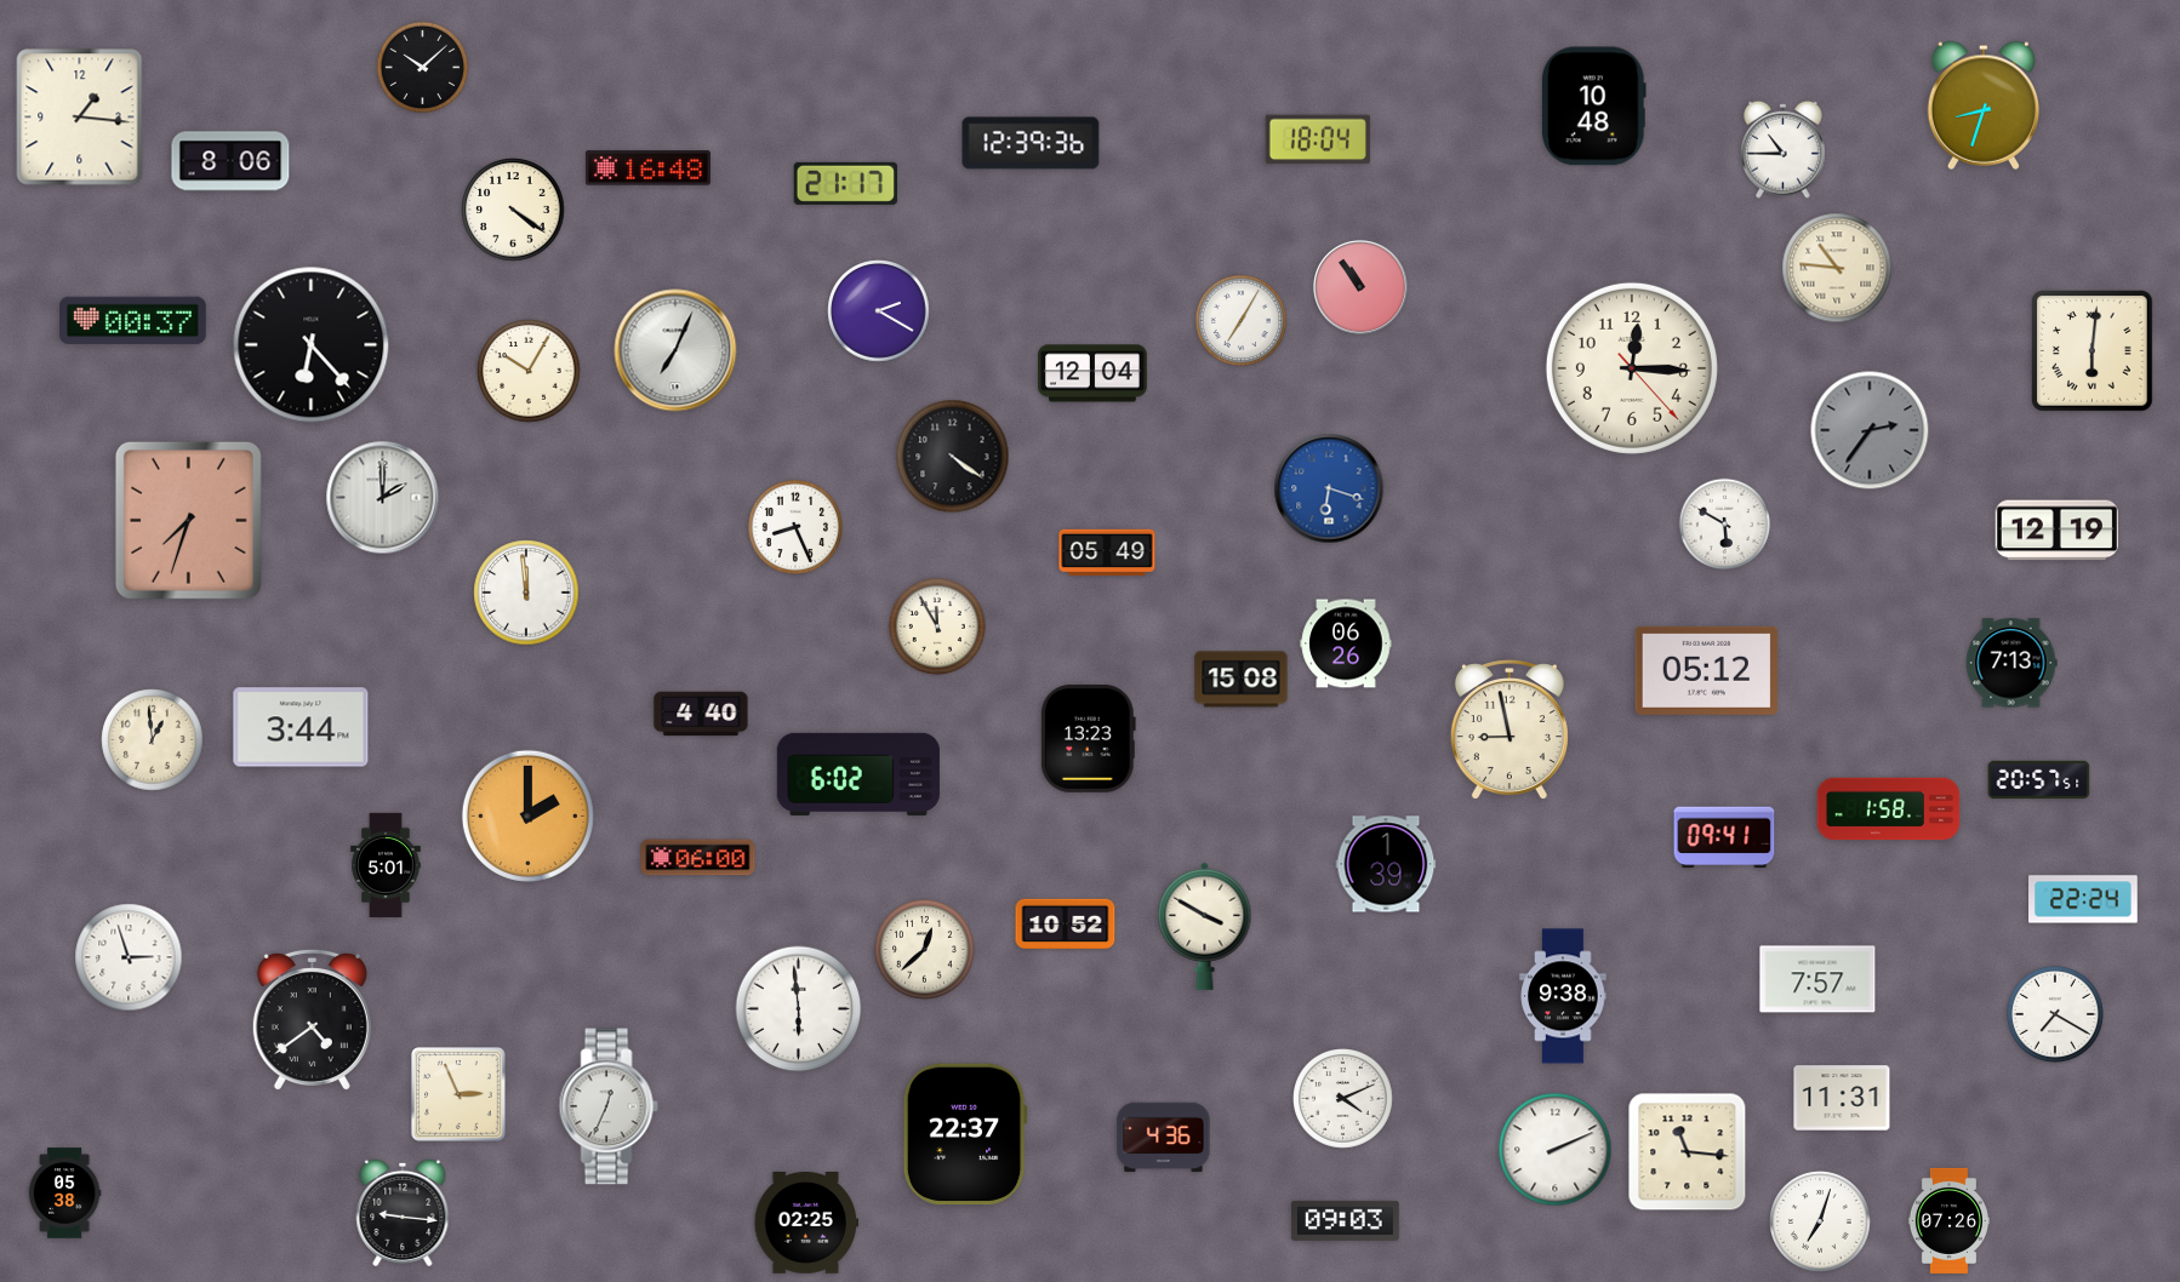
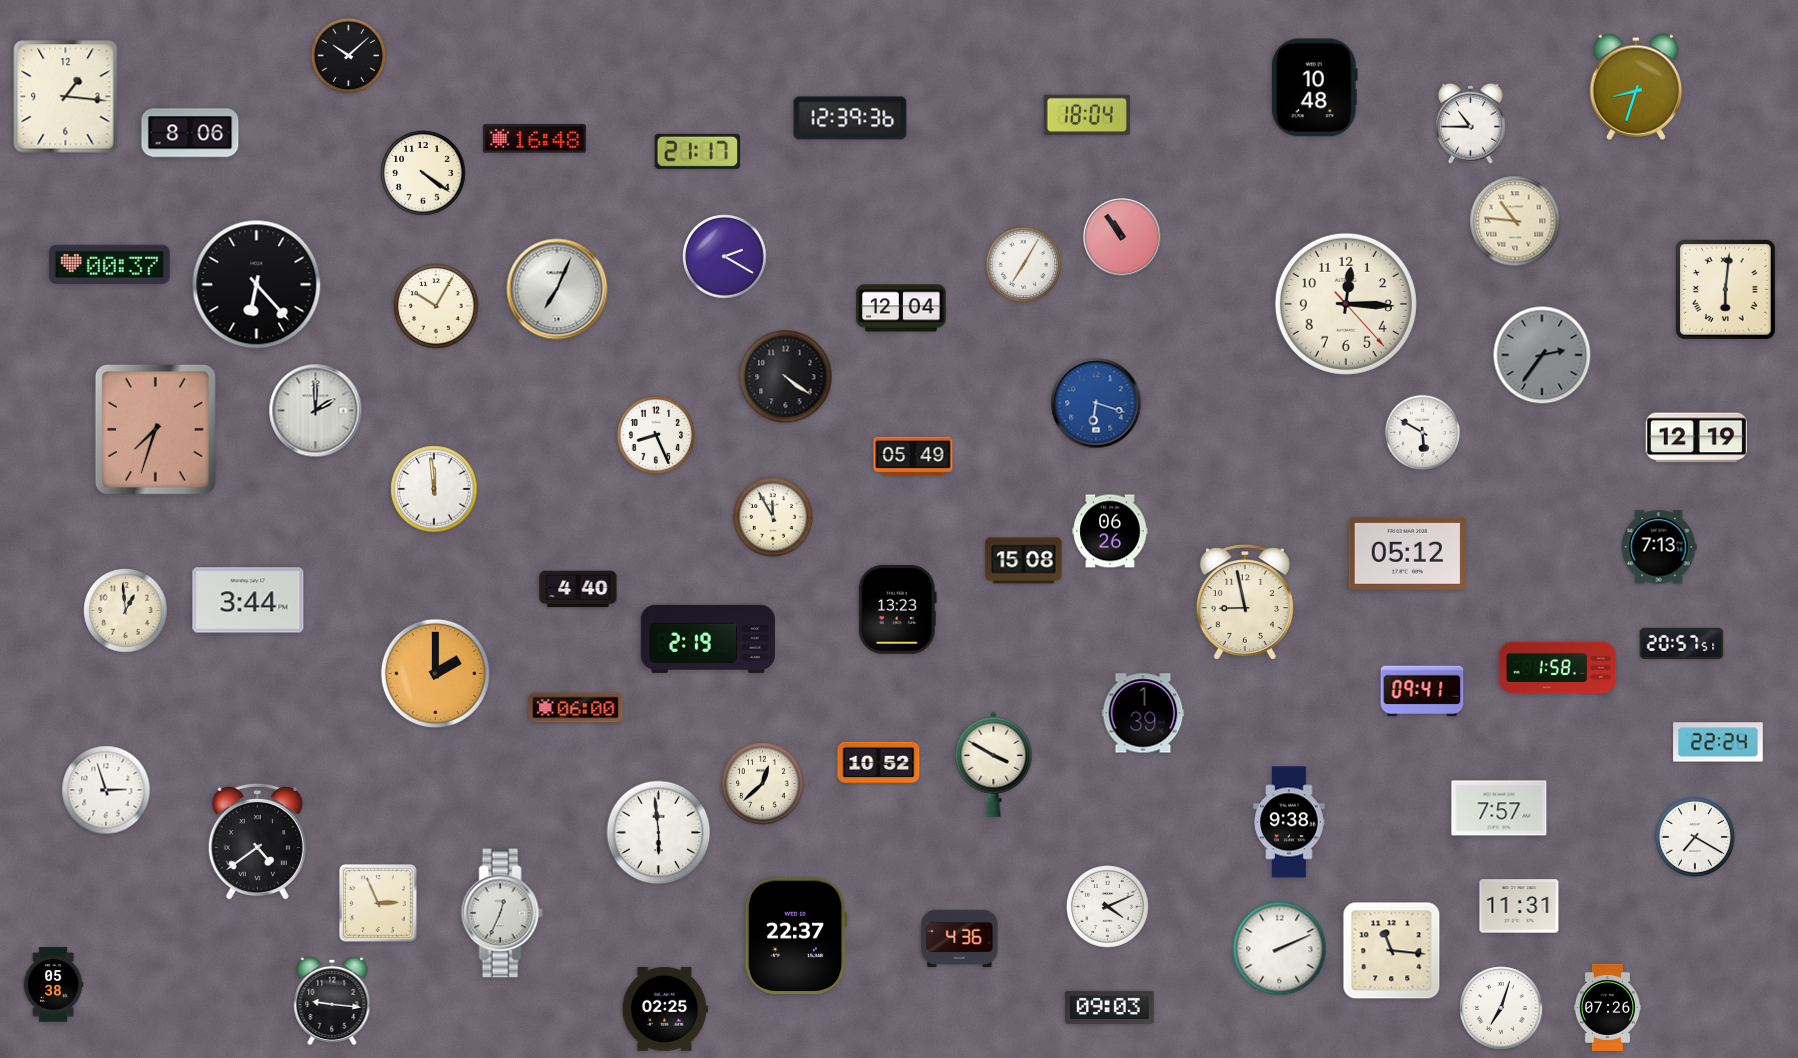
clock at (858, 774): 6:02 -> 2:19
clock at (386, 865): 5:01 -> none
clock at (1556, 1150) position: (1556, 1150) -> (1280, 949)
